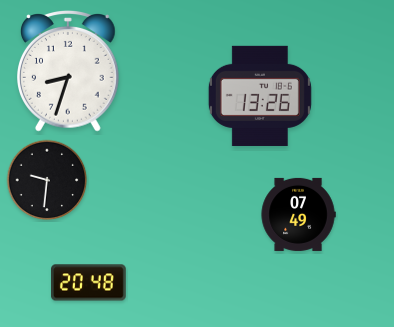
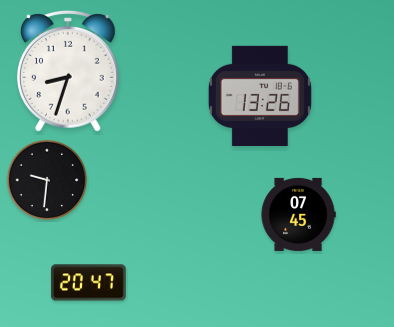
clock at (298, 214): 07:49 -> 07:45
clock at (89, 283): 20:48 -> 20:47
